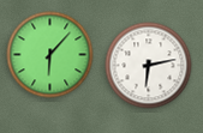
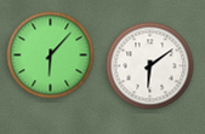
clock at (149, 66): 6:13 -> 6:09
